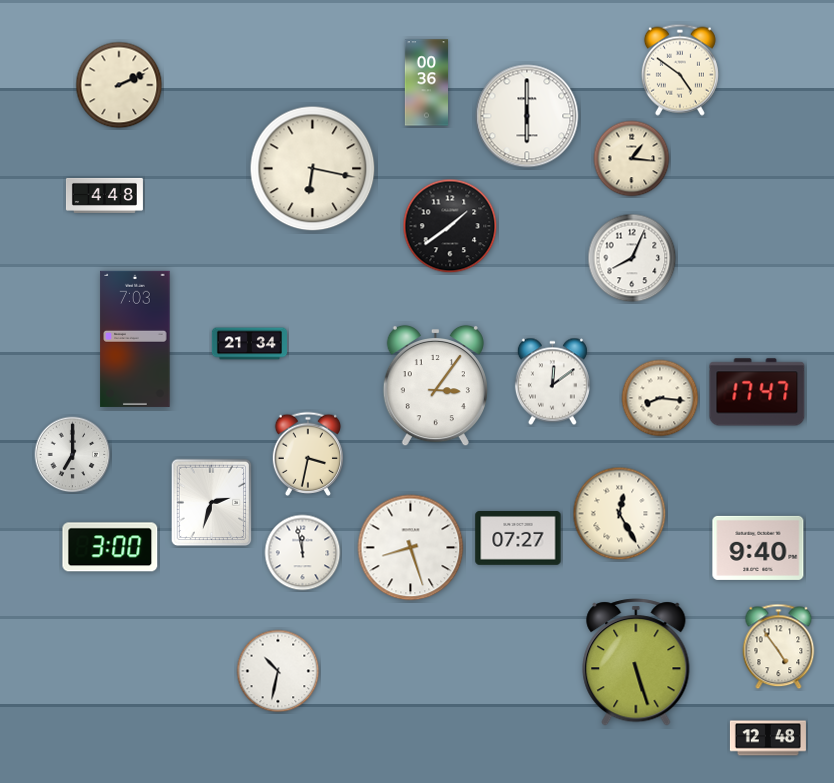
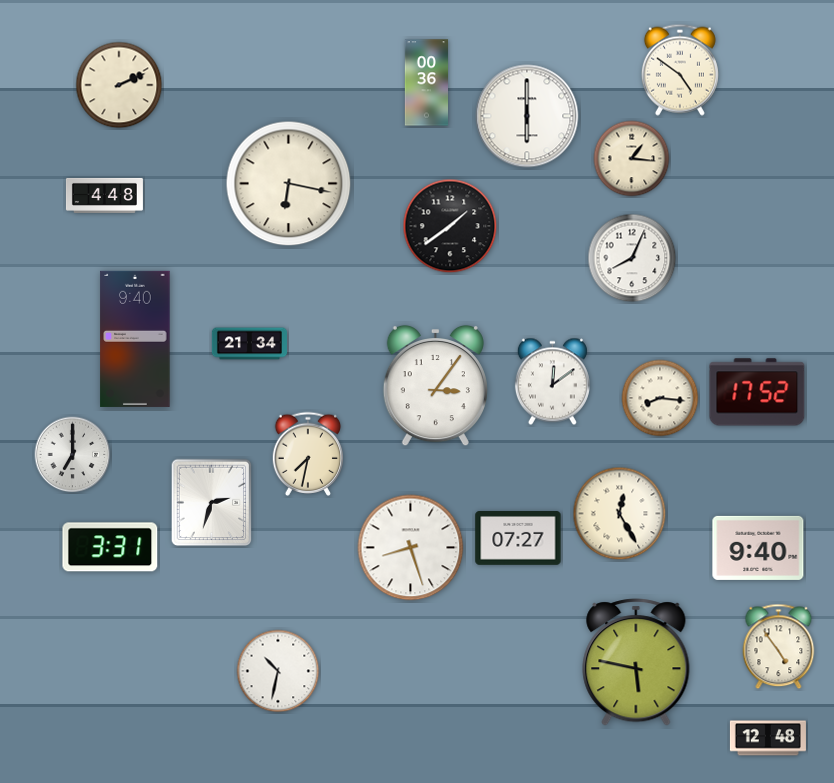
clock at (313, 169) position: (313, 169) -> (289, 184)
clock at (135, 339): 7:03 -> 9:40
clock at (757, 392): 17:47 -> 17:52
clock at (308, 454): 3:32 -> 7:32
clock at (110, 547): 3:00 -> 3:31
clock at (303, 553): 11:58 -> none
clock at (636, 662): 5:27 -> 5:47
